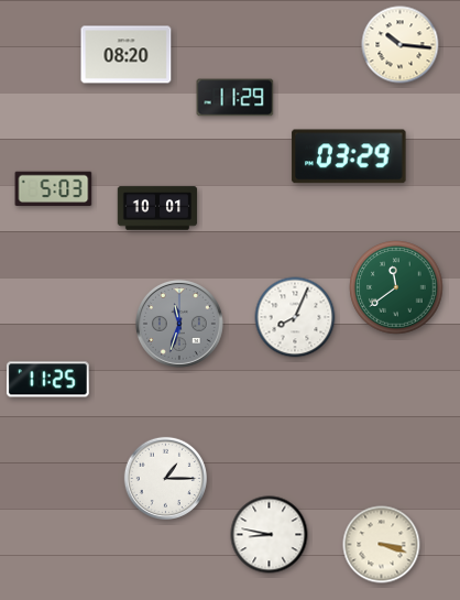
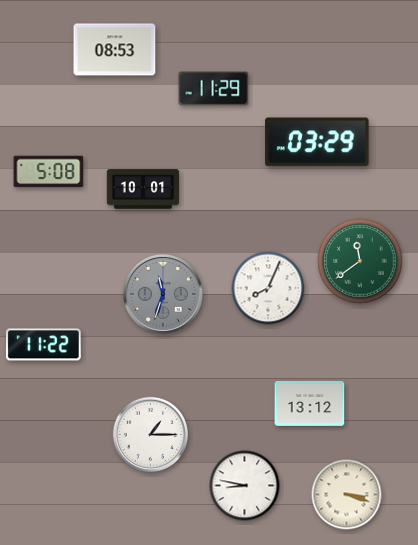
clock at (401, 45): 10:16 -> none
clock at (127, 55): 08:20 -> 08:53
clock at (54, 189): 5:03 -> 5:08
clock at (47, 380): 11:25 -> 11:22
clock at (310, 403): none -> 13:12
